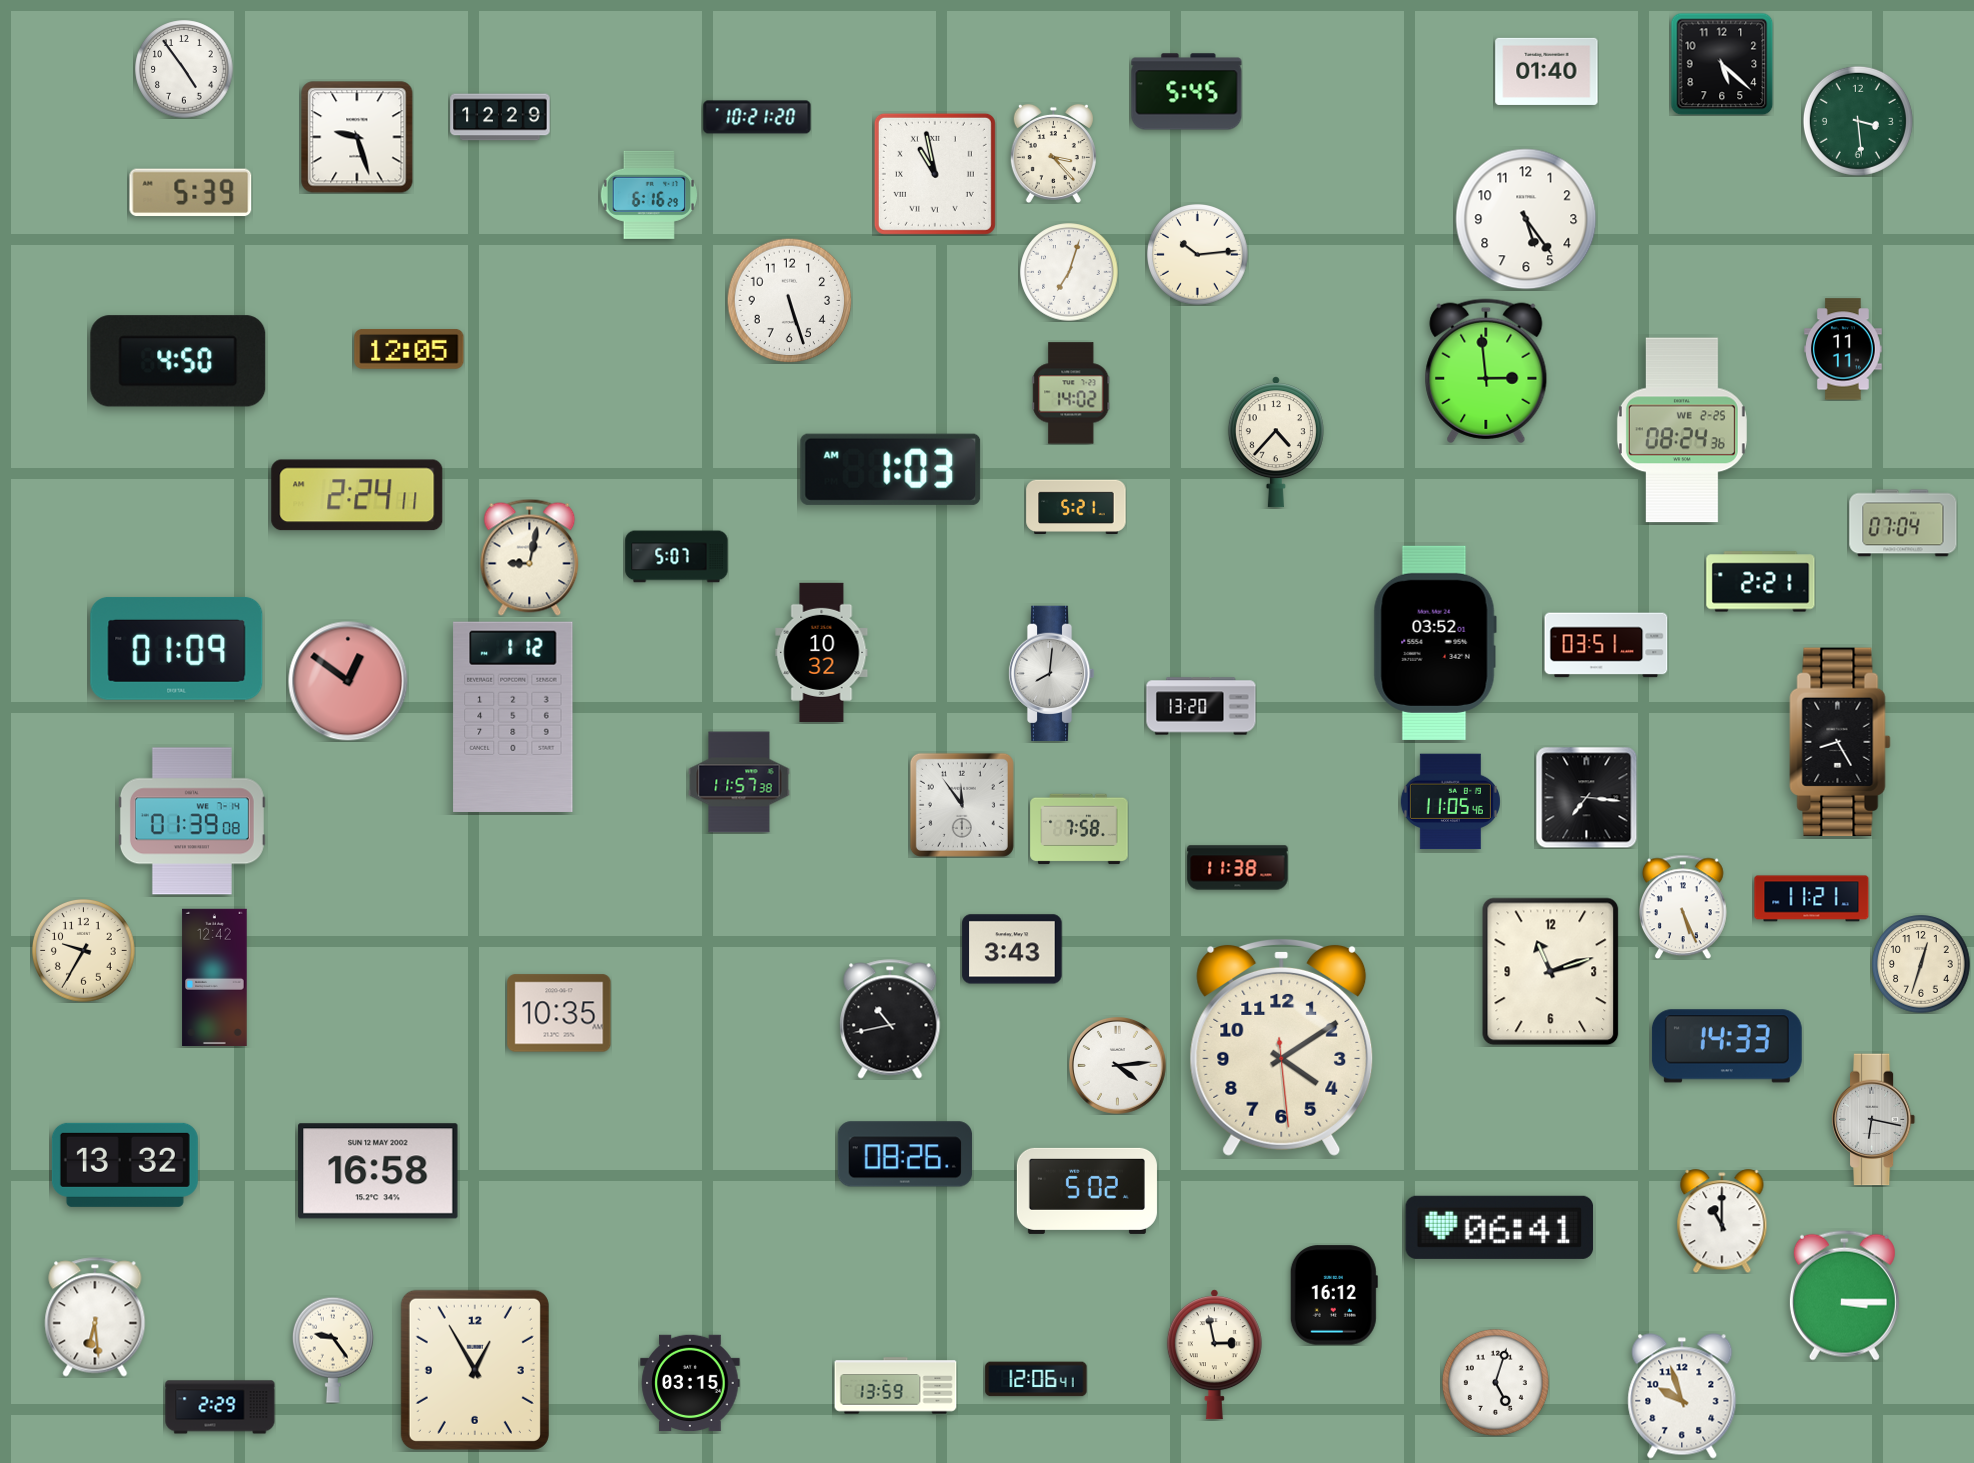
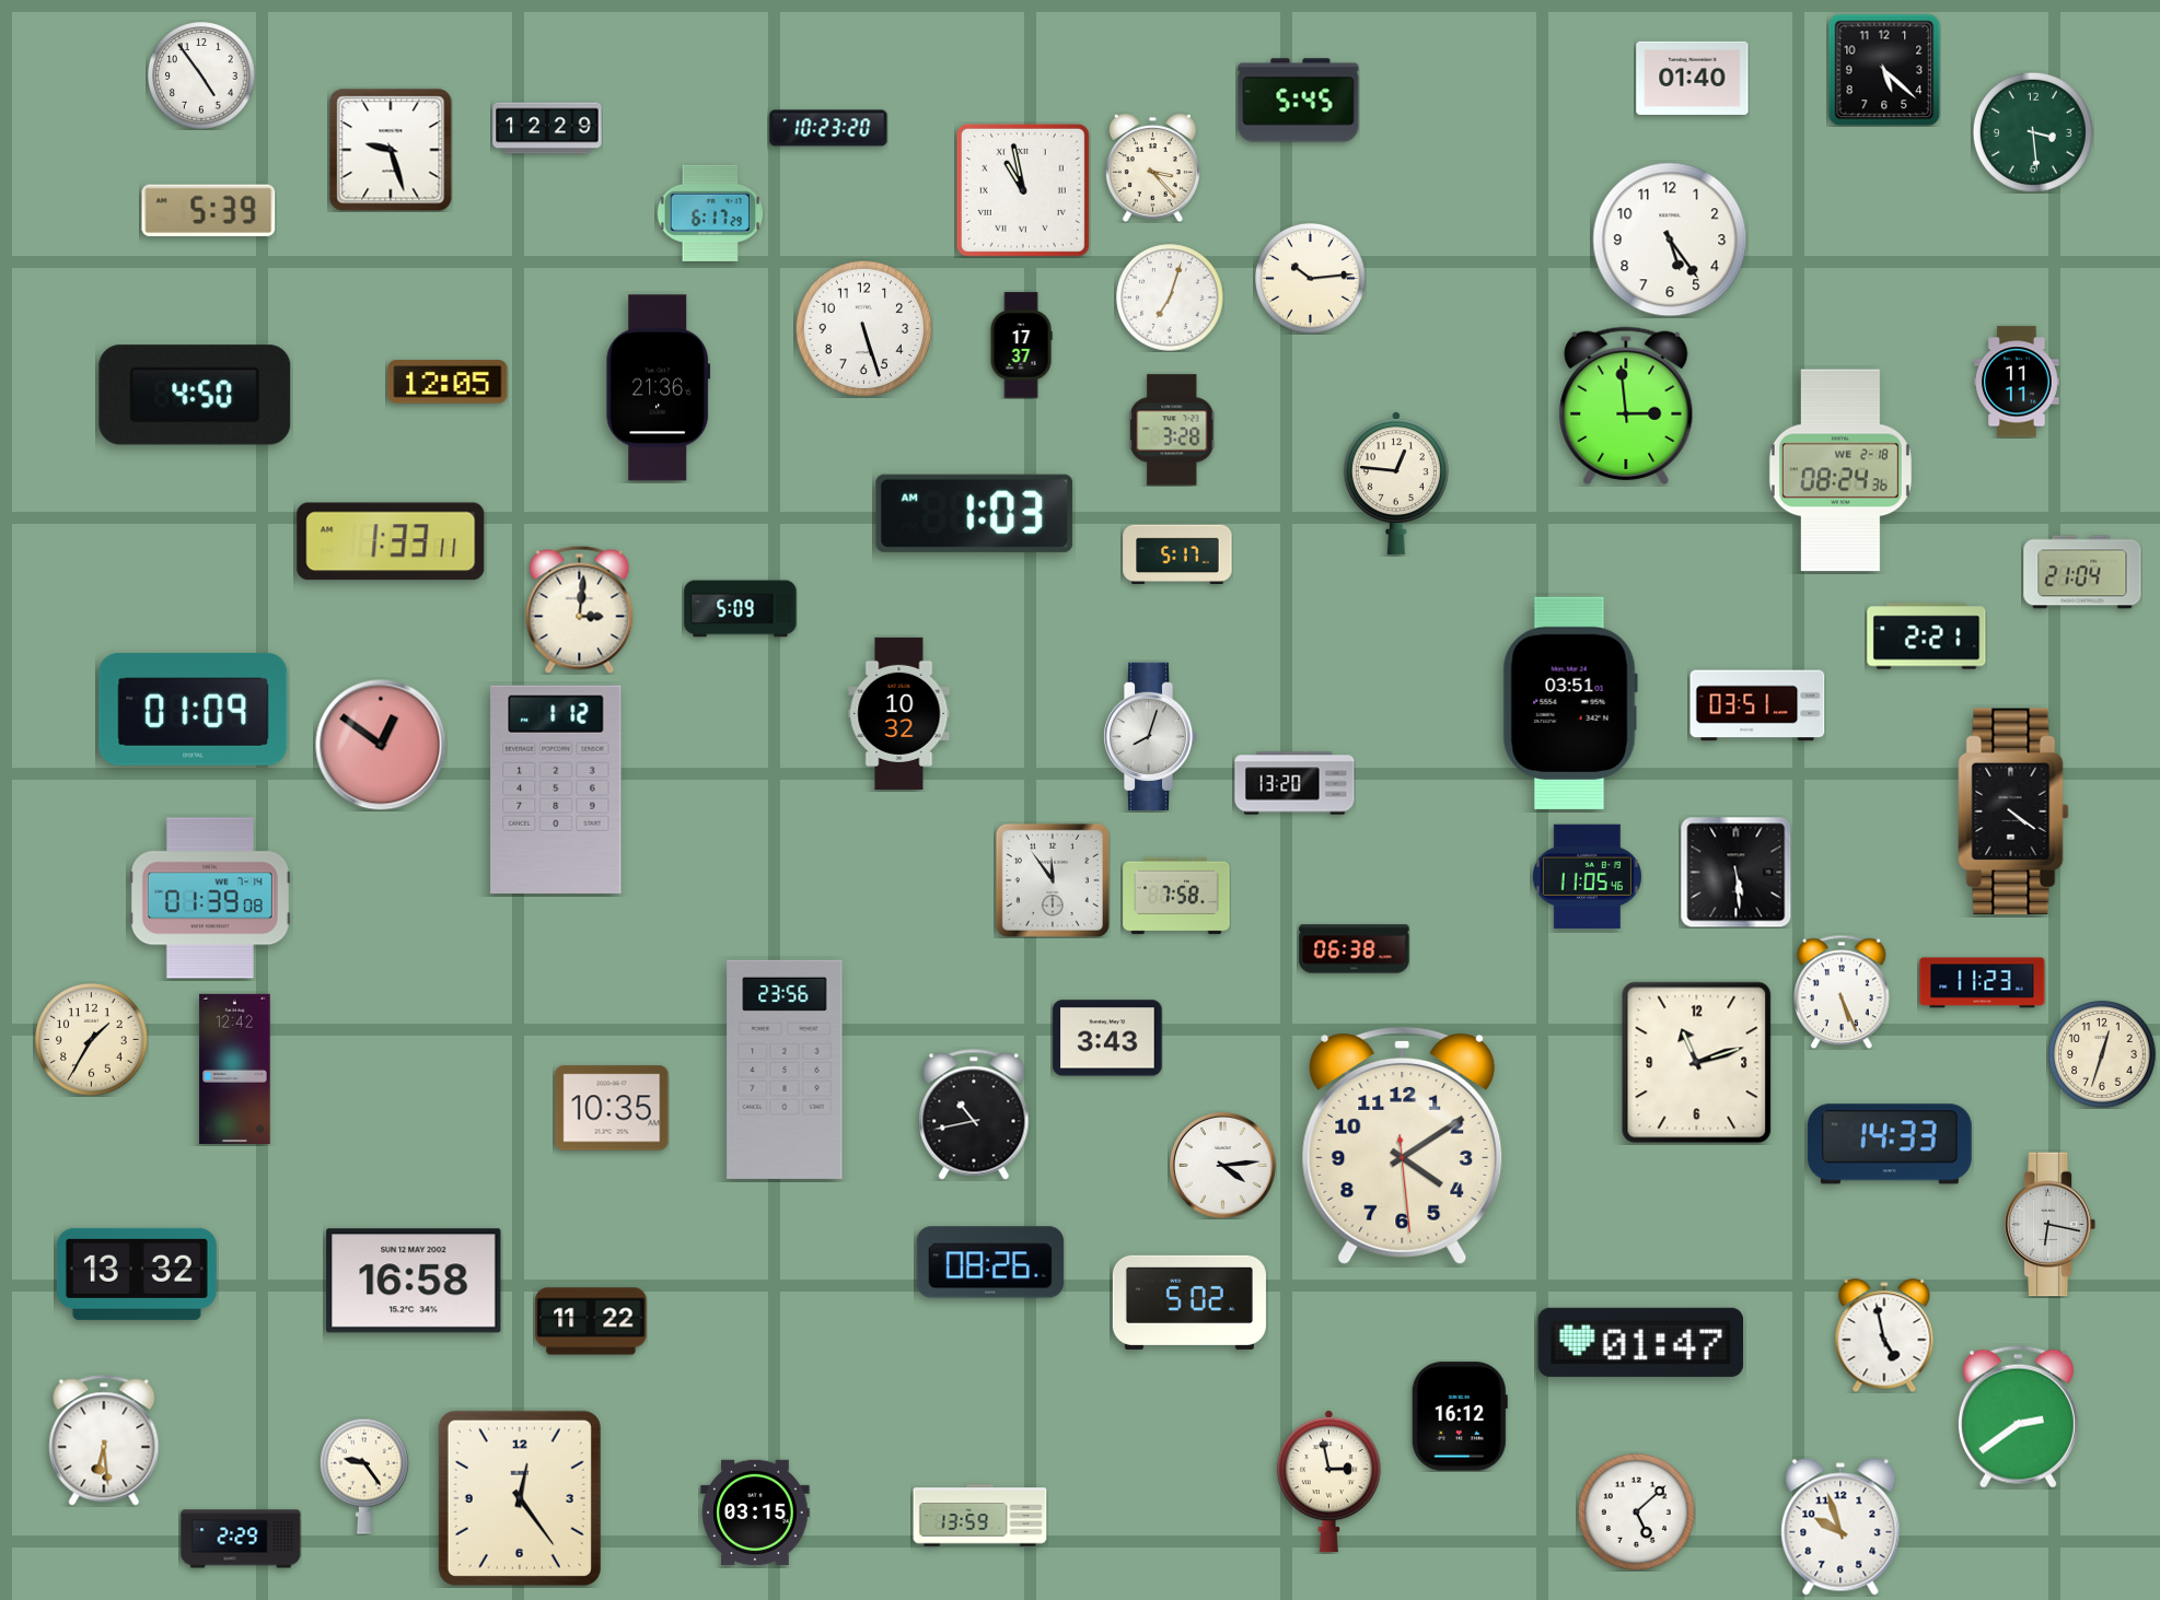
clock at (757, 117): 10:21 -> 10:23
clock at (649, 195): 6:16 -> 6:17
clock at (1021, 346): none -> 17:37
clock at (659, 388): none -> 21:36
clock at (1071, 393): 14:02 -> 3:28
clock at (1682, 430) date: WE 2-25 -> WE 2-18
clock at (1276, 442): 4:37 -> 12:46
clock at (357, 495): 2:24 -> 1:33
clock at (1076, 506): 5:21 -> 5:17
clock at (1903, 523): 07:04 -> 21:04
clock at (530, 557): 9:02 -> 3:01
clock at (677, 557): 5:07 -> 5:09
clock at (1435, 643): 03:52 -> 03:51
clock at (1051, 673): 8:01 -> 8:03
clock at (1201, 706) position: (1201, 706) -> (1294, 783)
clock at (513, 717) position: (513, 717) -> (556, 790)
clock at (1840, 742): 8:25 -> 4:21
clock at (739, 782): 11:57 -> none
clock at (1586, 797): 7:16 -> 5:29
clock at (1079, 829) position: (1079, 829) -> (1176, 896)
clock at (1238, 868): 11:38 -> 06:38
clock at (1812, 899): 11:21 -> 11:23
clock at (84, 951): 9:35 -> 1:35
clock at (785, 1070): none -> 23:56
clock at (591, 1321): none -> 11:22
clock at (1722, 1221): 11:00 -> 4:58
clock at (1500, 1227): 06:41 -> 01:47
clock at (1844, 1295): 3:15 -> 2:39
clock at (475, 1370): 12:55 -> 12:24
clock at (1036, 1379): 12:06 -> none
clock at (1495, 1382): 5:03 -> 5:08
